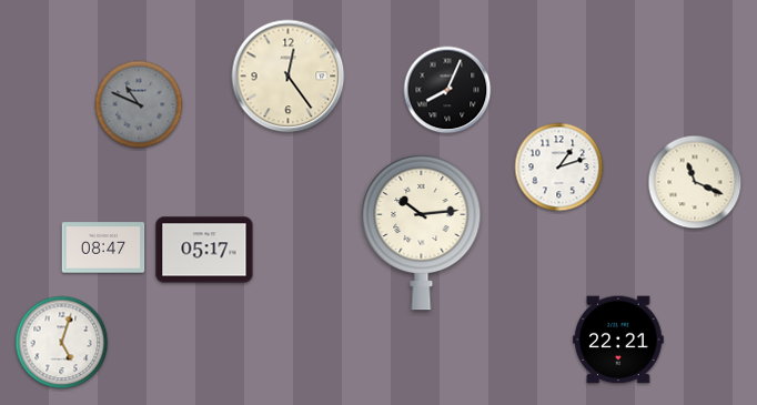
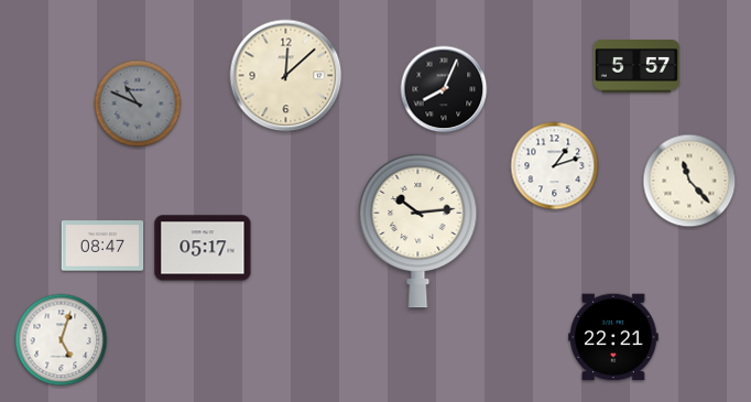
clock at (636, 67): none -> 5:57
clock at (289, 77): 12:24 -> 12:08
clock at (695, 182): 11:19 -> 11:23
